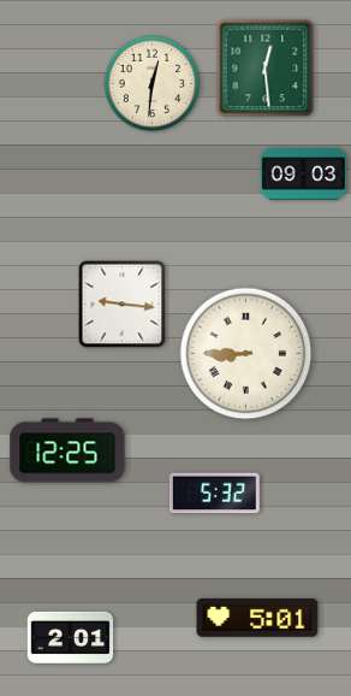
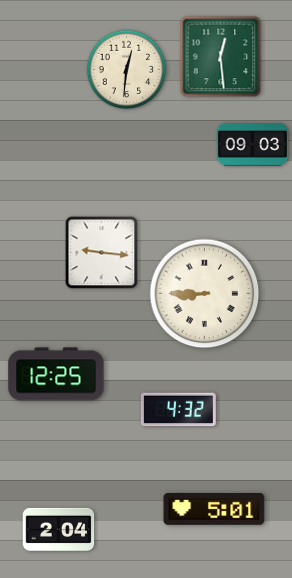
clock at (214, 494): 5:32 -> 4:32
clock at (257, 618) position: (257, 618) -> (214, 509)
clock at (71, 637): 2:01 -> 2:04
